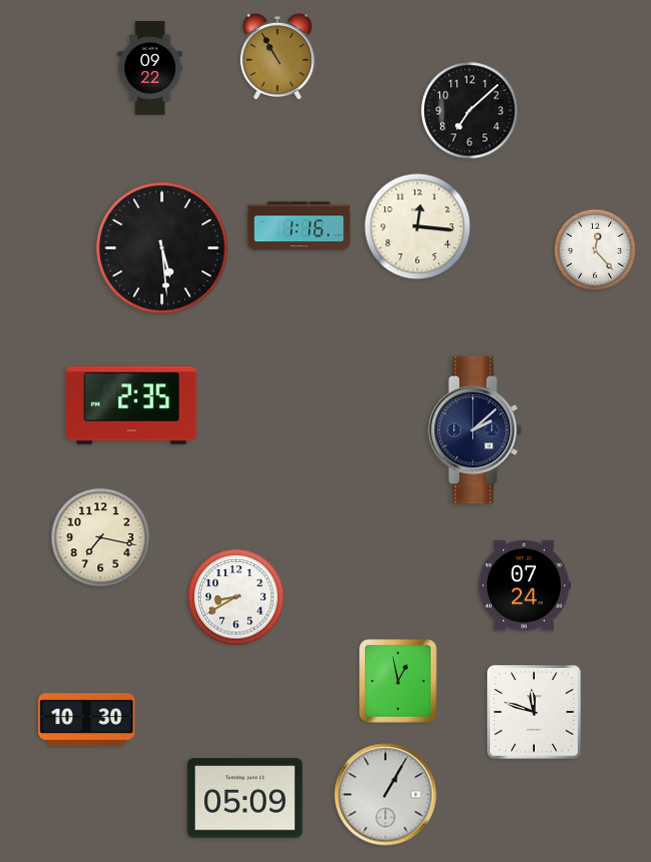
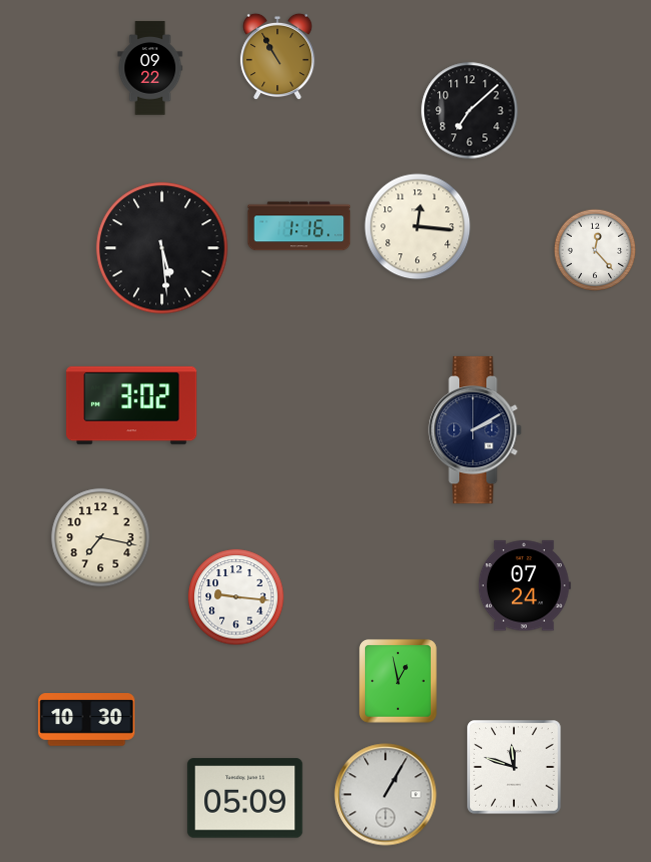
clock at (132, 406): 2:35 -> 3:02
clock at (475, 430): 2:08 -> 2:10
clock at (236, 597): 8:40 -> 9:16
clock at (534, 712) position: (534, 712) -> (514, 767)
